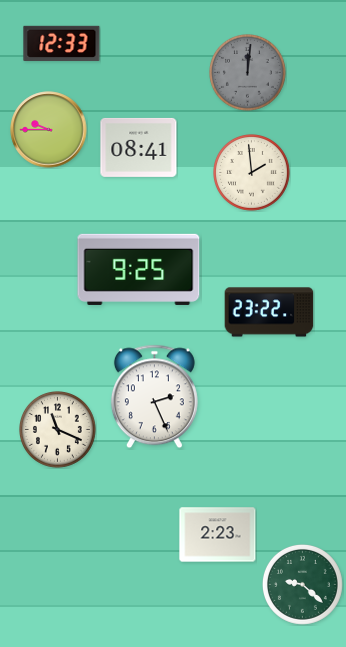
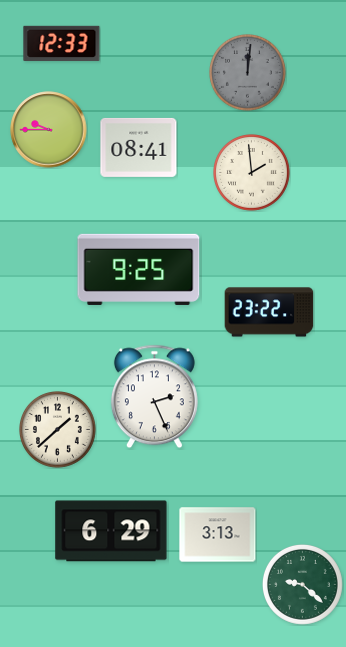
clock at (58, 430): 11:19 -> 1:38
clock at (111, 531): none -> 6:29
clock at (218, 535): 2:23 -> 3:13
